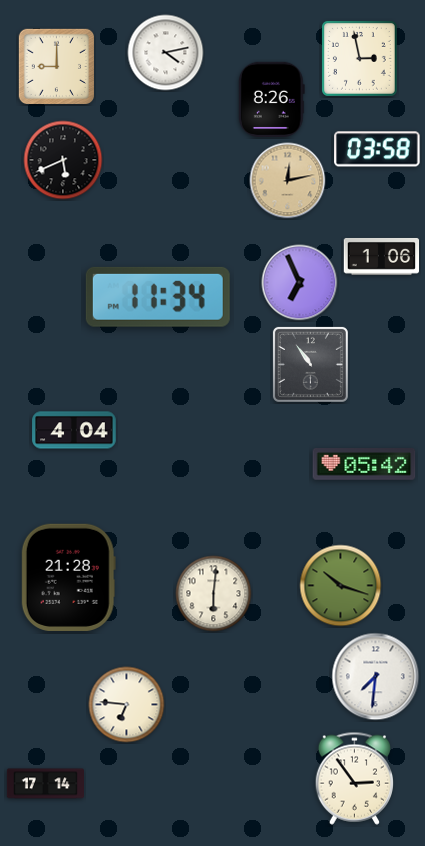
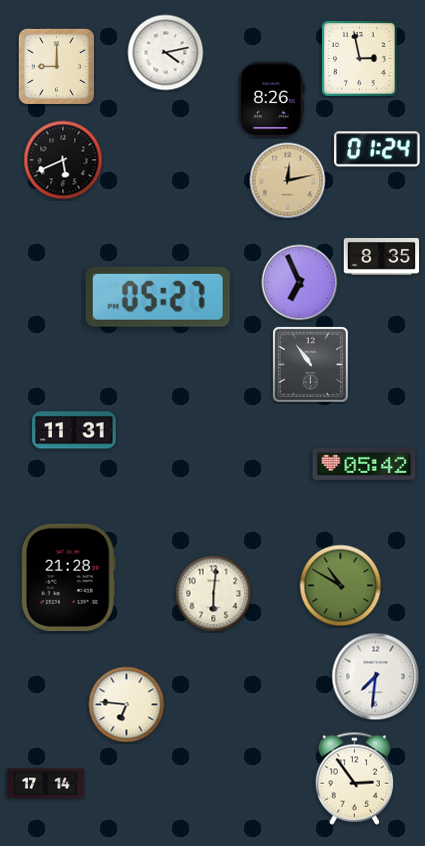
clock at (377, 149): 03:58 -> 01:24
clock at (382, 256): 1:06 -> 8:35
clock at (158, 297): 11:34 -> 05:27
clock at (74, 430): 4:04 -> 11:31
clock at (341, 586): 10:18 -> 10:50
